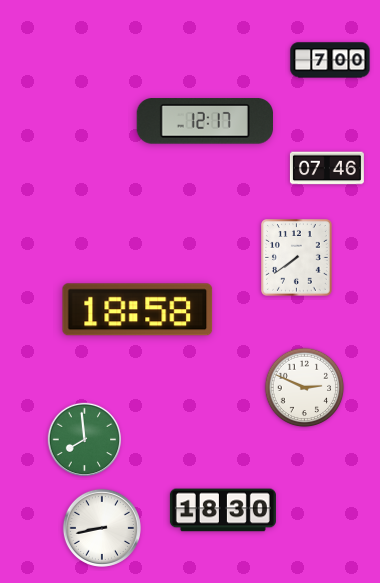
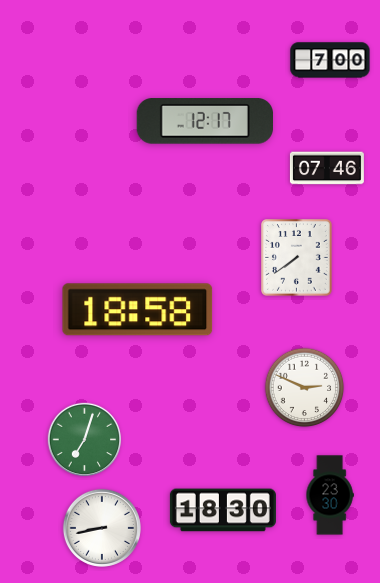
clock at (85, 440): 7:59 -> 7:03
clock at (330, 495): none -> 23:30
